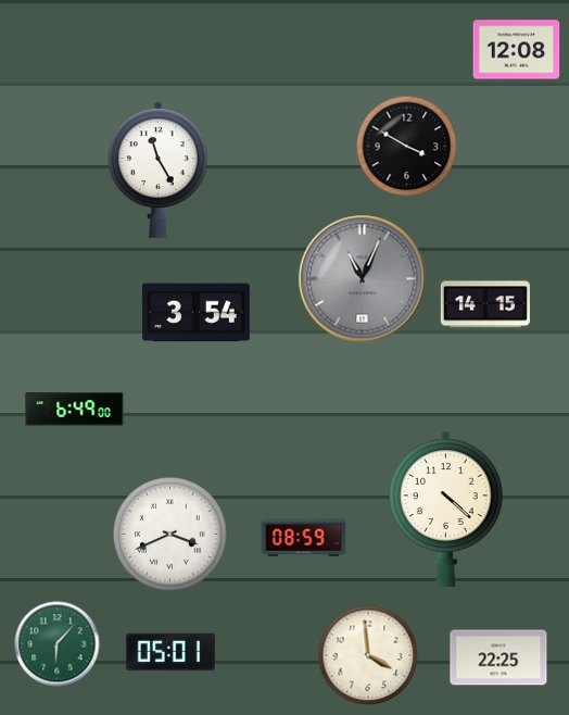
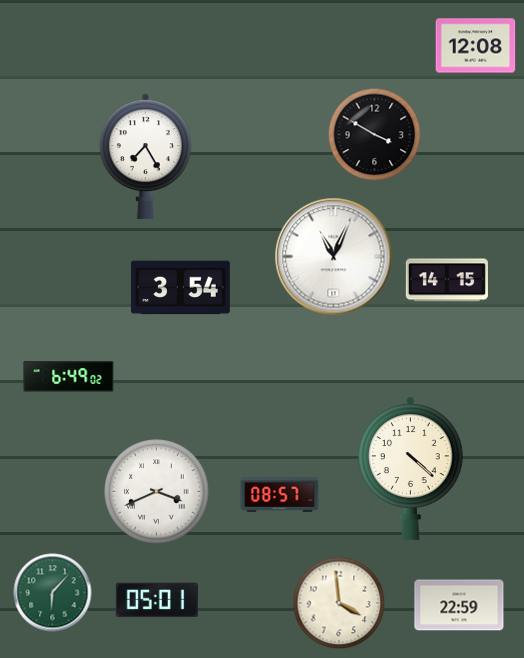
clock at (157, 171): 11:25 -> 7:25
clock at (363, 279) dial: grey -> white
clock at (75, 410): 6:49:00 -> 6:49:02
clock at (304, 538): 08:59 -> 08:57
clock at (498, 657): 22:25 -> 22:59
